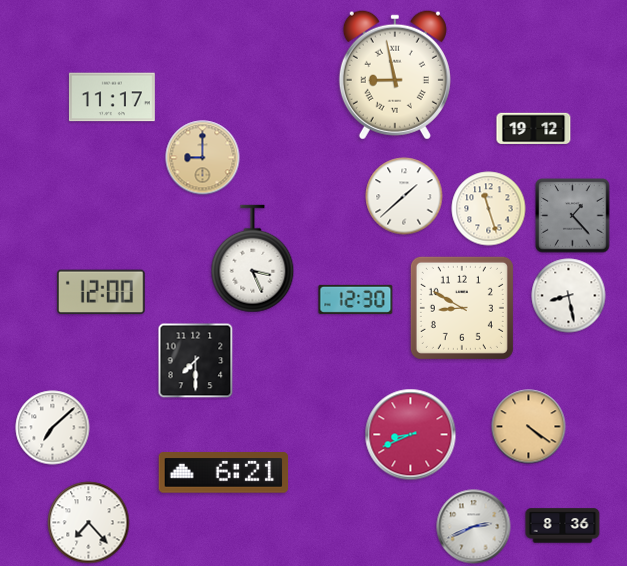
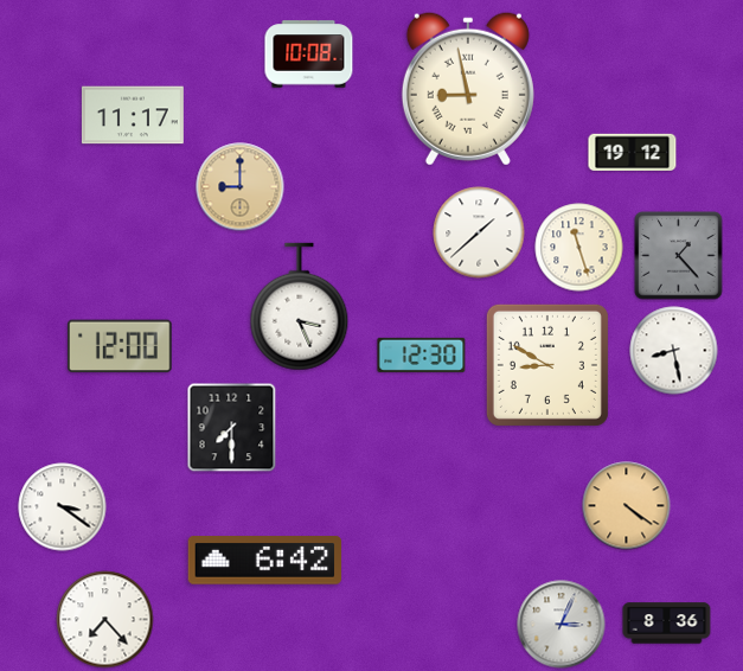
clock at (309, 55): none -> 10:08
clock at (53, 428): 7:08 -> 3:21
clock at (411, 435): 8:41 -> none
clock at (224, 473): 6:21 -> 6:42
clock at (474, 527): 2:41 -> 3:04
